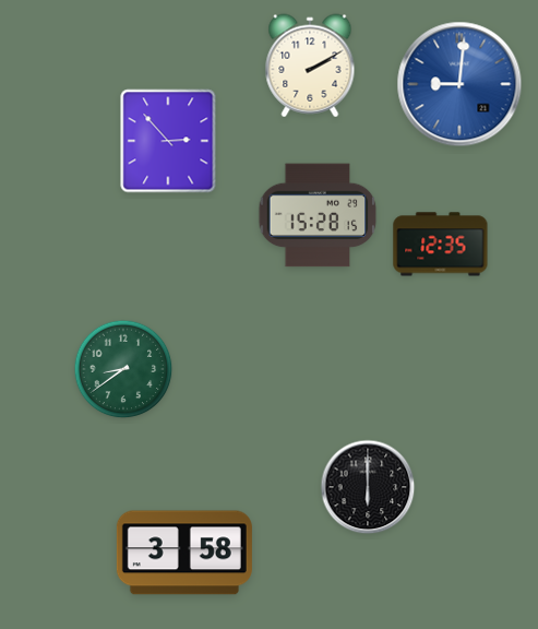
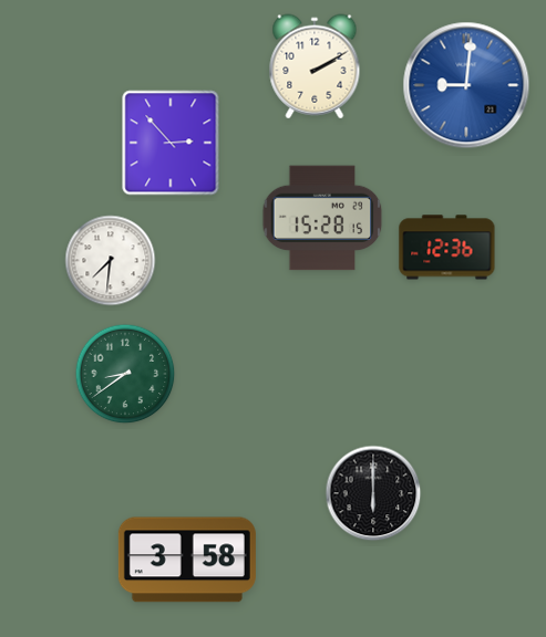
clock at (441, 245): 12:35 -> 12:36
clock at (111, 261): none -> 7:31
